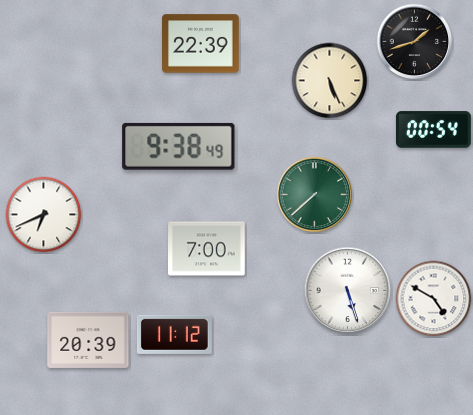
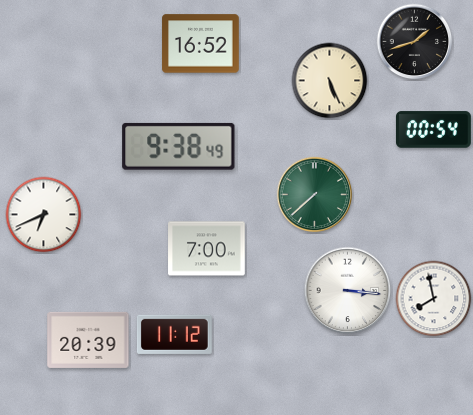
clock at (201, 44): 22:39 -> 16:52
clock at (348, 291): 5:27 -> 3:16
clock at (434, 299): 4:50 -> 7:58
